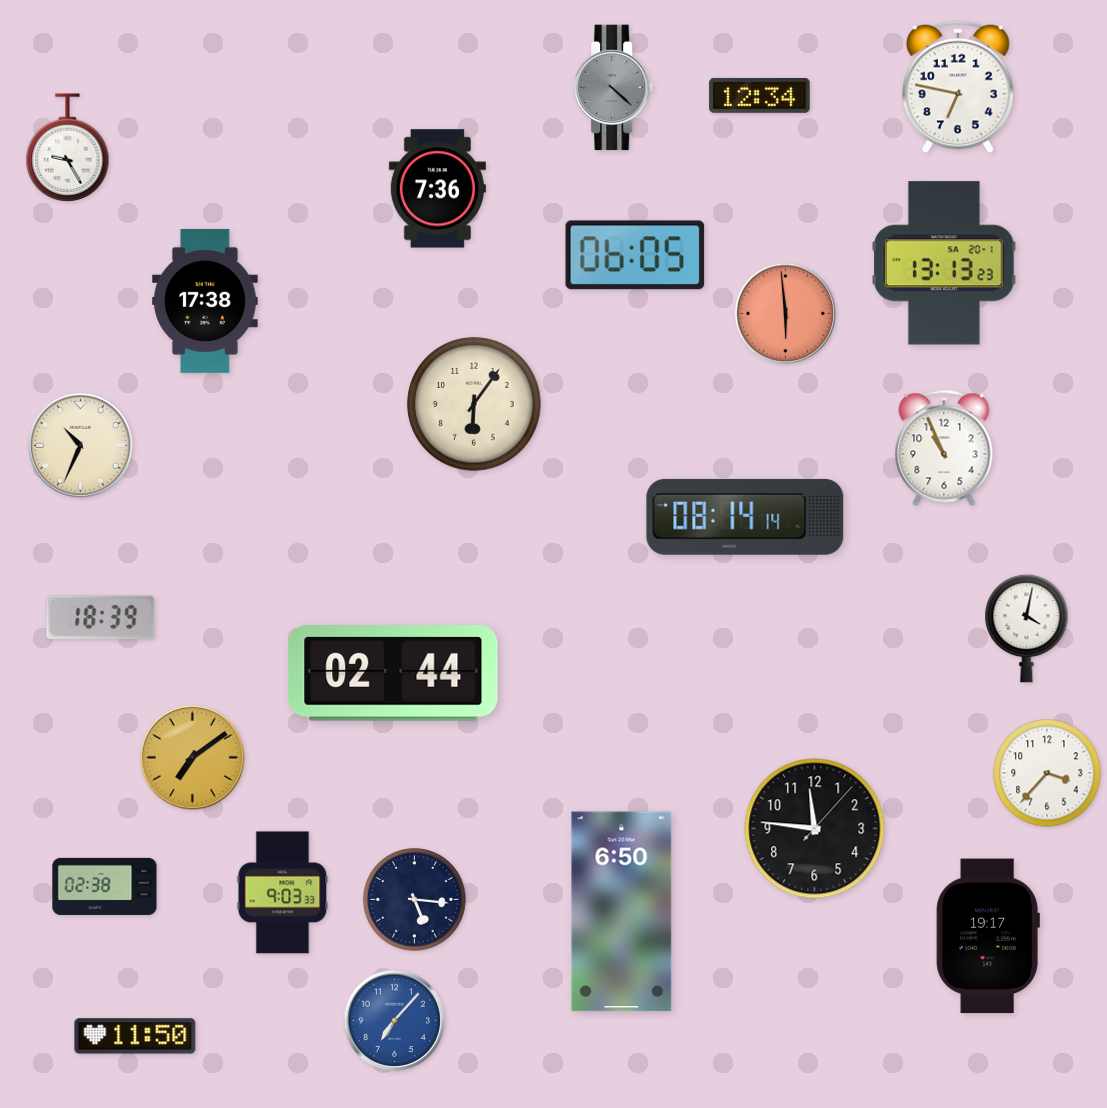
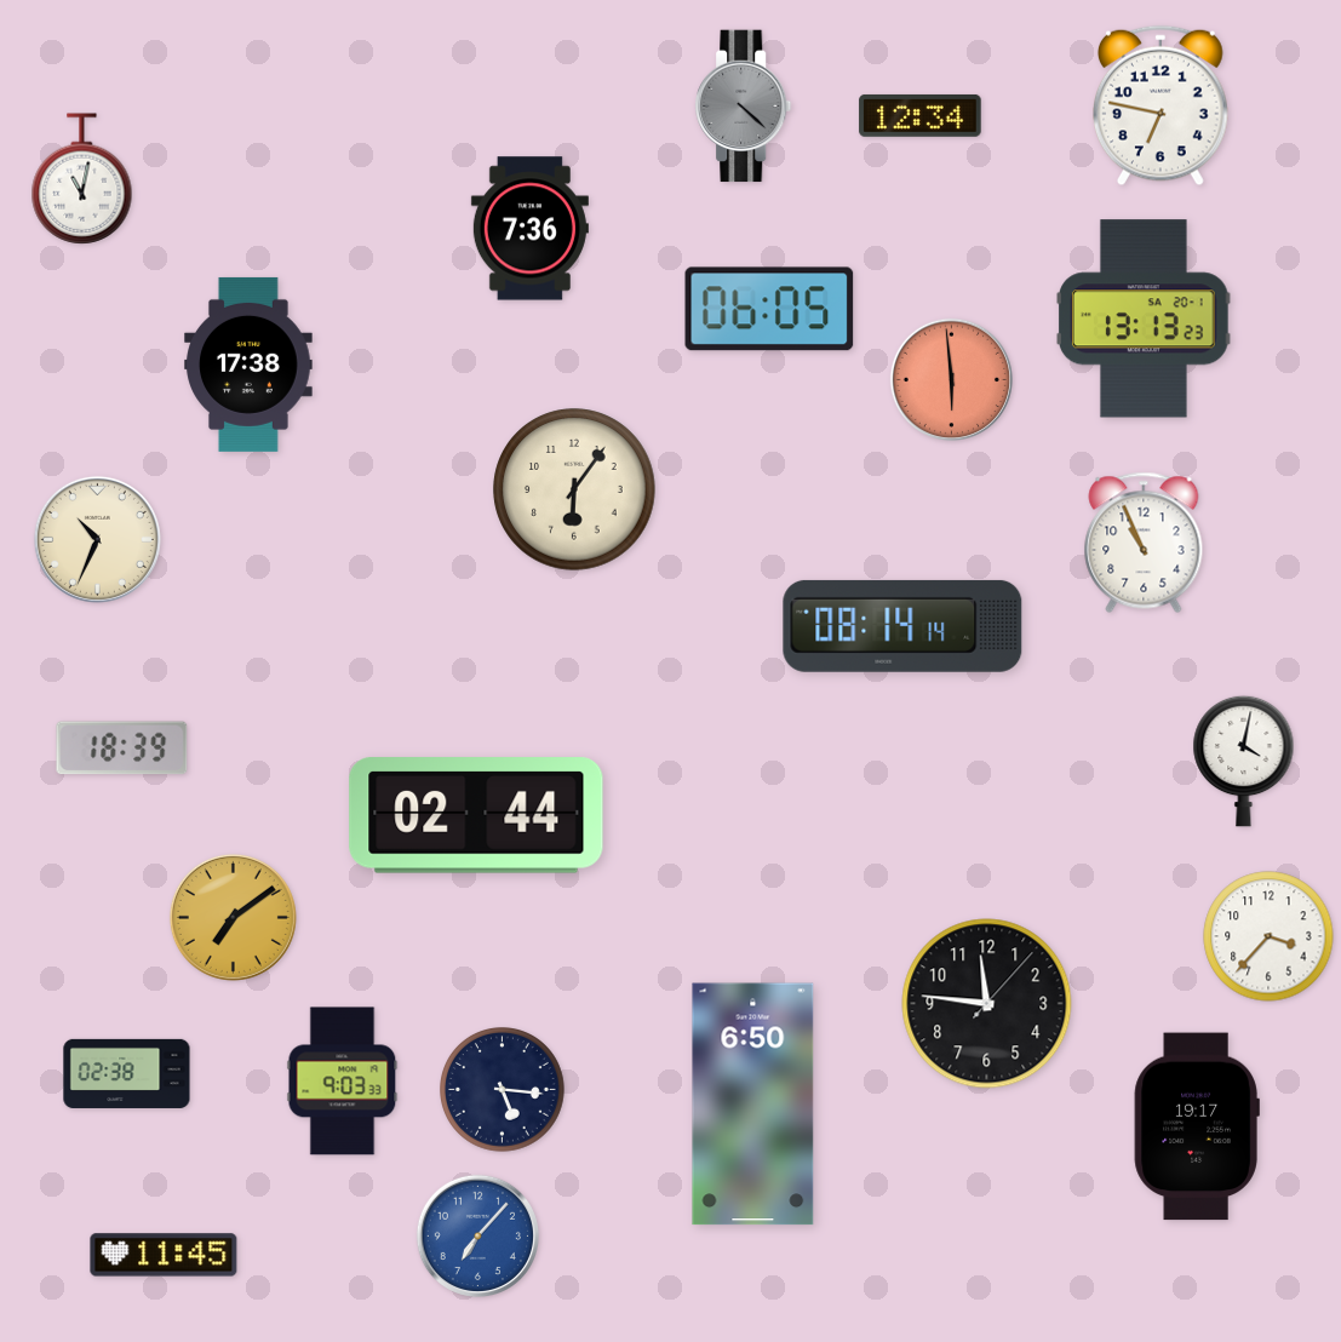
clock at (68, 148): 9:25 -> 11:02
clock at (988, 936) position: (988, 936) -> (1197, 1126)
clock at (135, 1036): 11:50 -> 11:45
